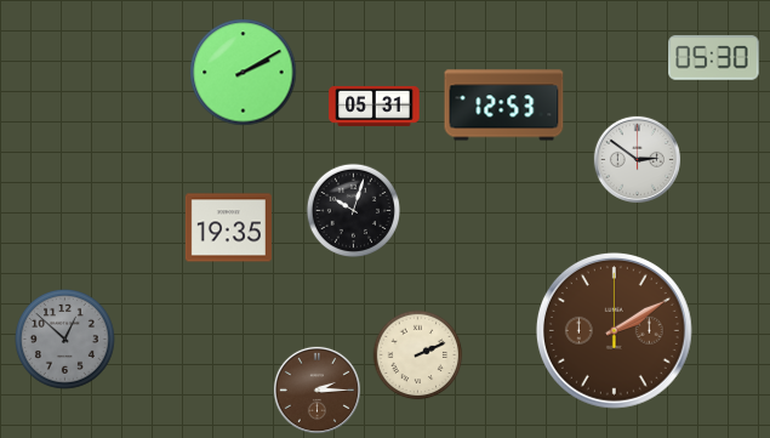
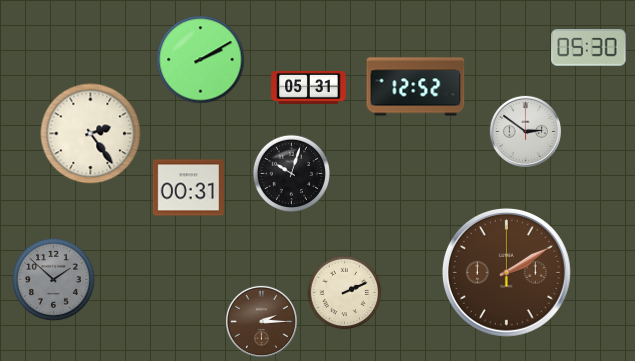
clock at (504, 106): 12:53 -> 12:52
clock at (91, 134): none -> 2:24
clock at (228, 228): 19:35 -> 00:31
clock at (65, 340): 12:52 -> 1:52
